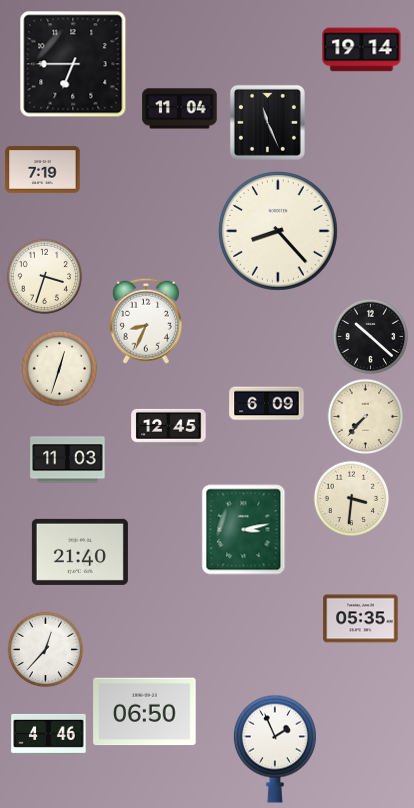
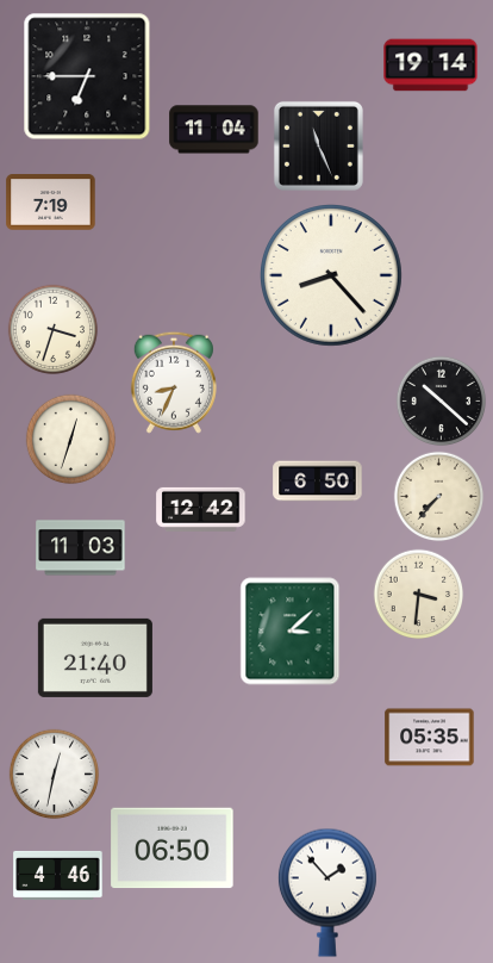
clock at (362, 50) position: (362, 50) -> (431, 66)
clock at (267, 404): 6:09 -> 6:50
clock at (366, 417) position: (366, 417) -> (439, 497)
clock at (169, 427): 12:45 -> 12:42
clock at (244, 530): 3:13 -> 3:08
clock at (46, 650): 12:37 -> 12:32
clock at (275, 749): 1:56 -> 1:53
